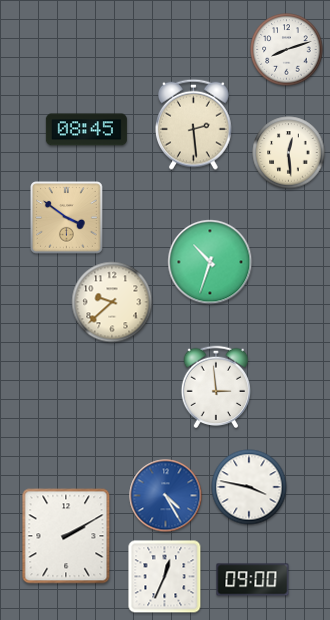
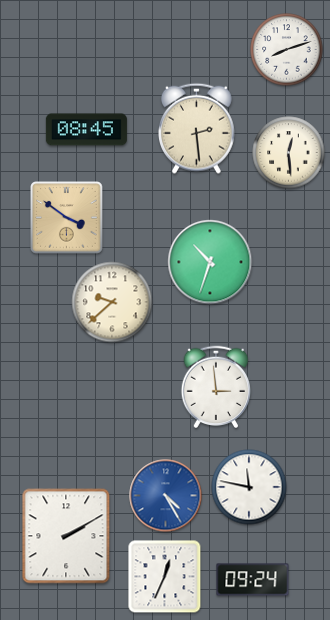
clock at (194, 124) position: (194, 124) -> (197, 128)
clock at (249, 487): 3:47 -> 11:47
clock at (253, 580): 09:00 -> 09:24
